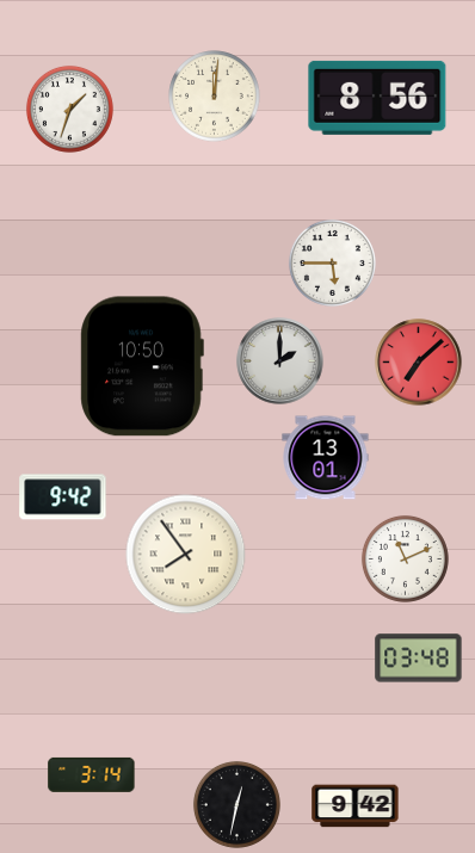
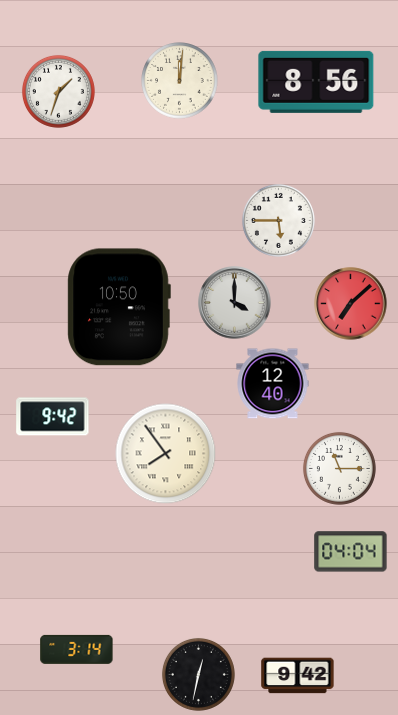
clock at (280, 361): 2:00 -> 4:00
clock at (326, 458): 13:01 -> 12:40
clock at (186, 555) position: (186, 555) -> (166, 454)
clock at (405, 558): 11:11 -> 11:15
clock at (419, 659): 03:48 -> 04:04
